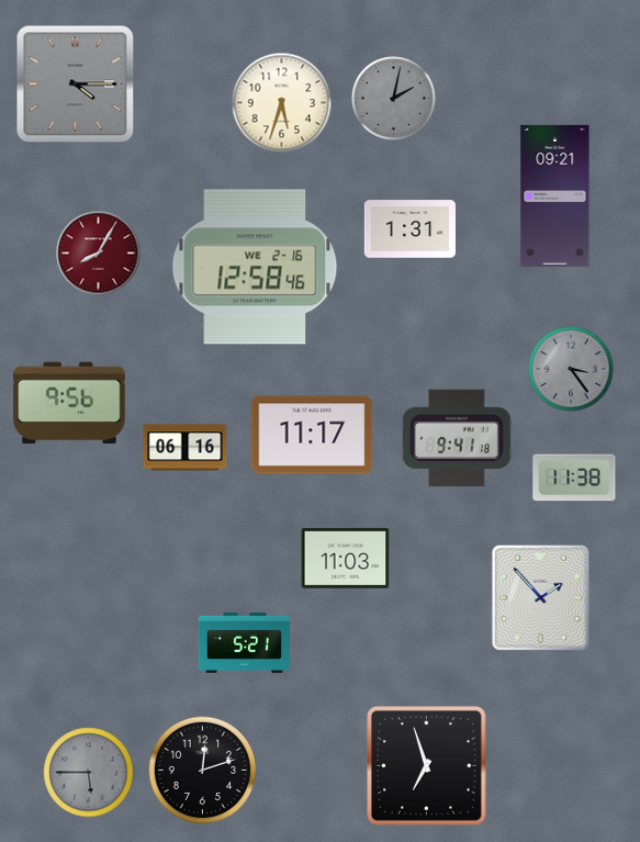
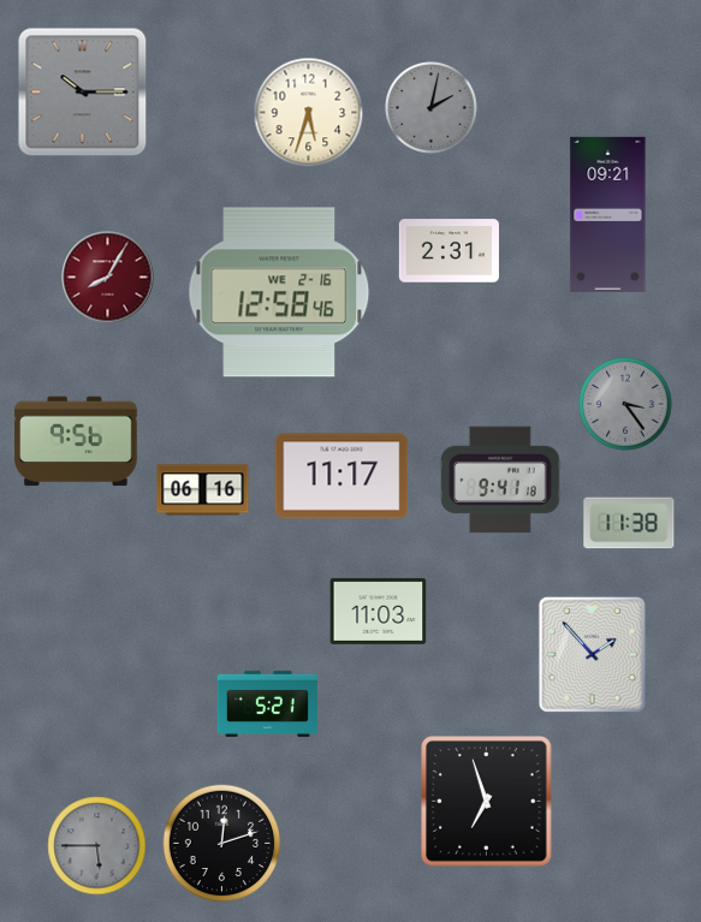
clock at (76, 85): 4:15 -> 10:15
clock at (409, 229): 1:31 -> 2:31
clock at (427, 766) position: (427, 766) -> (487, 802)
